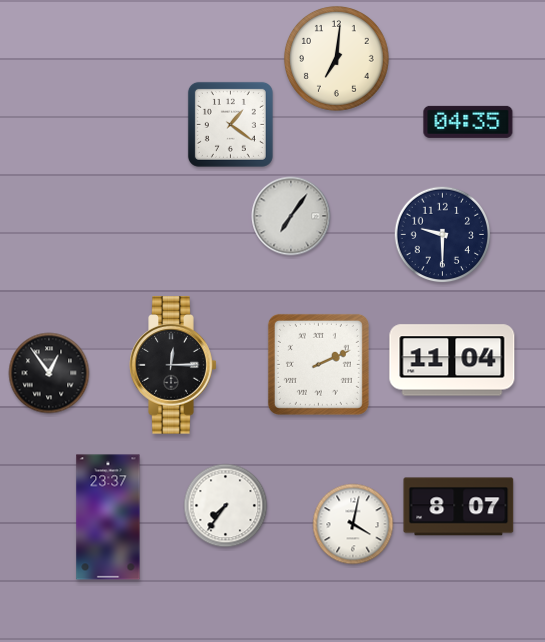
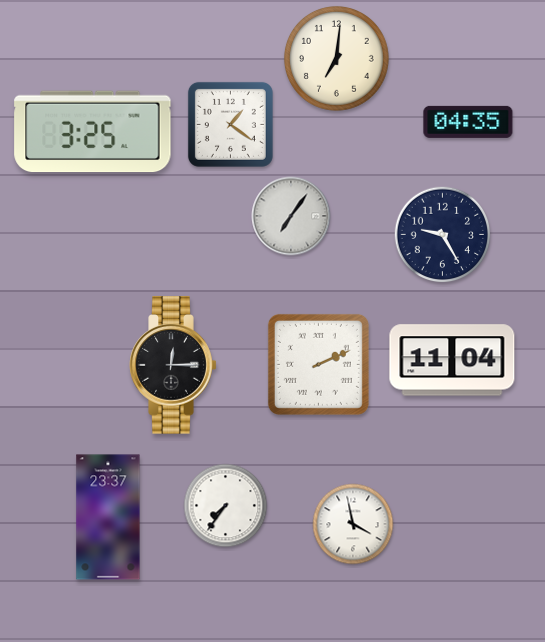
clock at (93, 132): none -> 3:25
clock at (443, 235): 9:30 -> 9:25
clock at (49, 373): 12:54 -> none
clock at (459, 507): 8:07 -> none
clock at (353, 524): 4:02 -> 3:58
